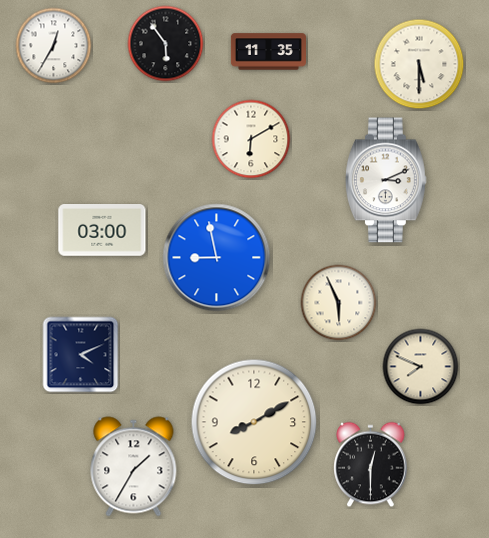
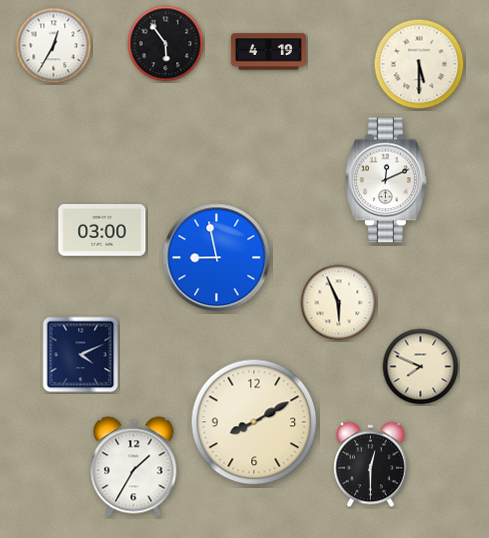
clock at (268, 52): 11:35 -> 4:19
clock at (251, 139): 6:10 -> none
clock at (386, 180): 3:11 -> 12:11
